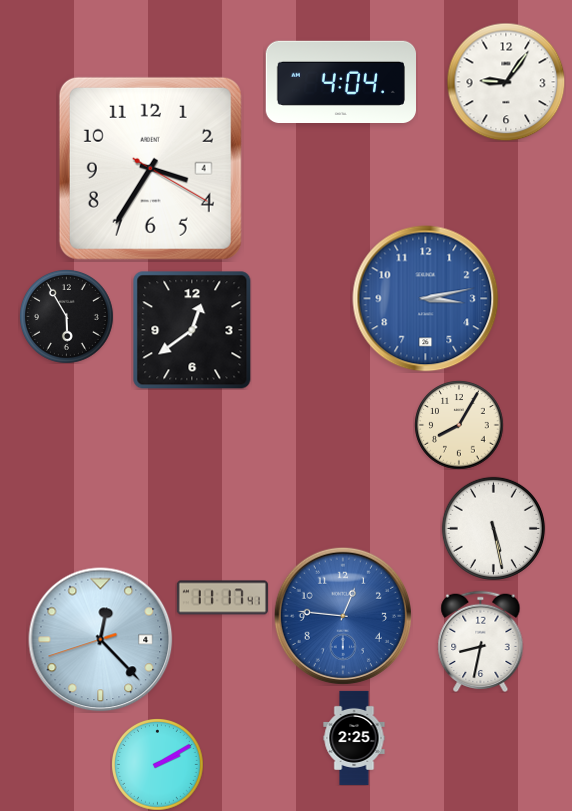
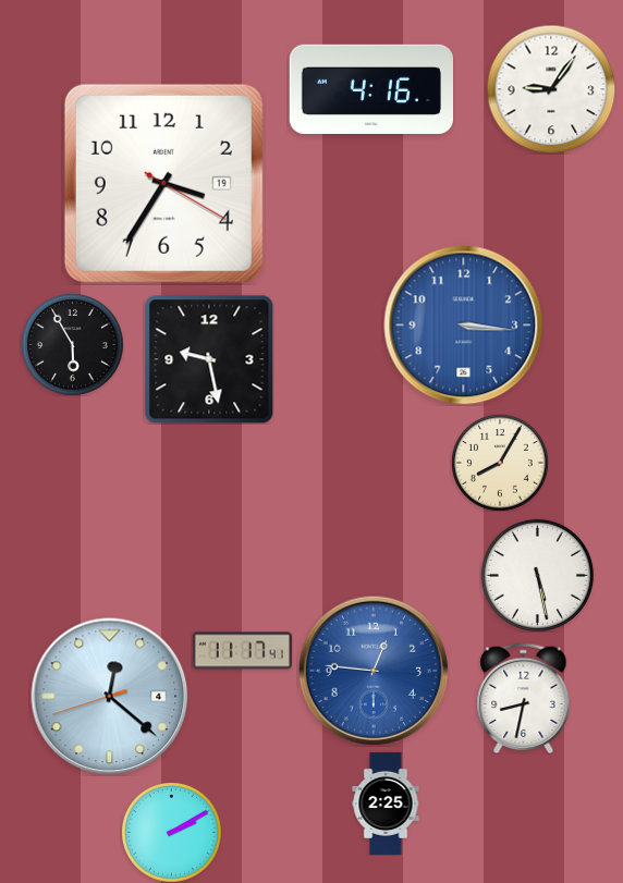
clock at (340, 81): 4:04 -> 4:16
clock at (150, 168) date: 4 -> 19
clock at (426, 299): 3:13 -> 3:16
clock at (192, 330): 12:39 -> 9:28
clock at (101, 640): 12:22 -> 12:21
